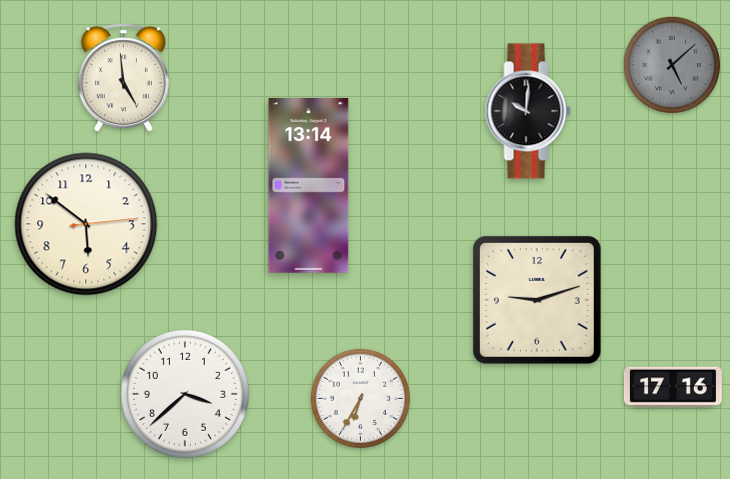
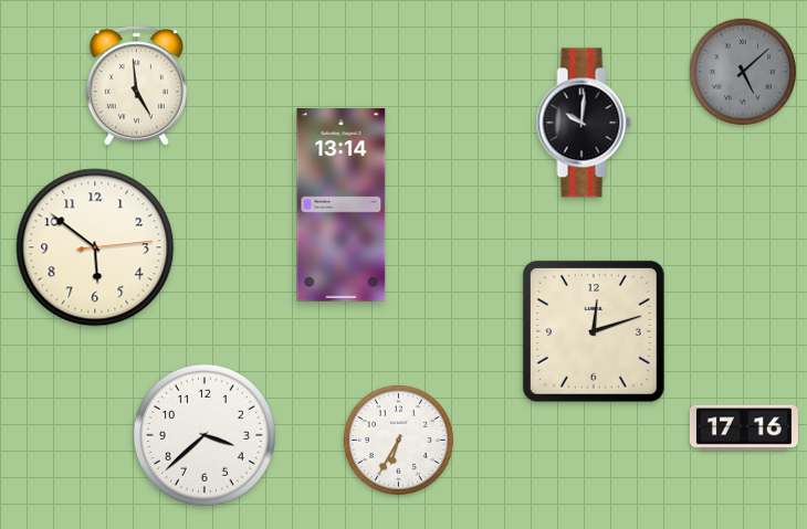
clock at (537, 300): 9:12 -> 12:12
